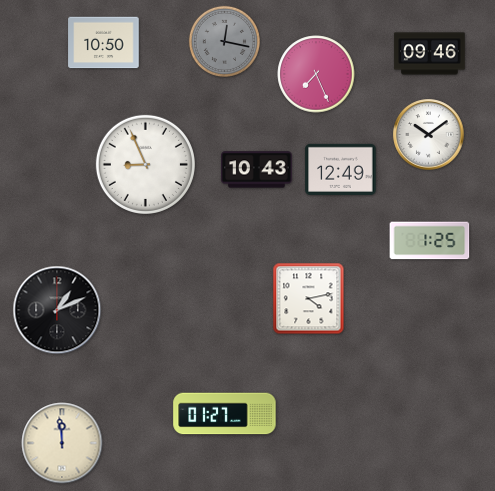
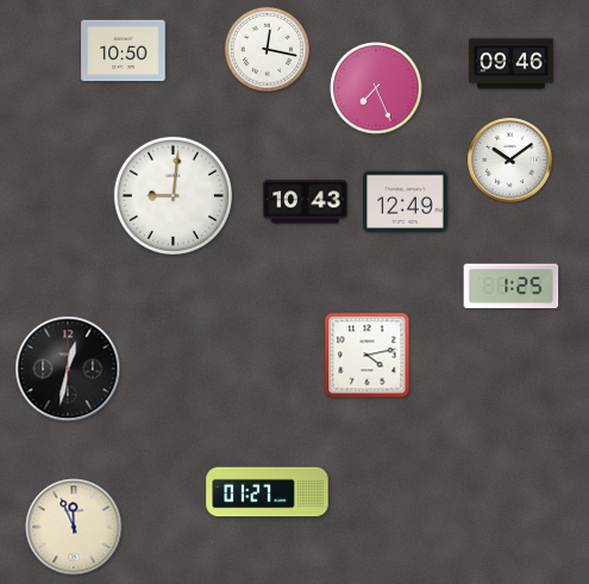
clock at (224, 41) dial: grey -> white
clock at (145, 164): 8:56 -> 9:01
clock at (57, 310): 1:11 -> 12:32
clock at (62, 443): 11:59 -> 11:56
